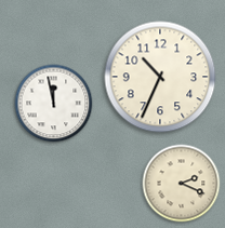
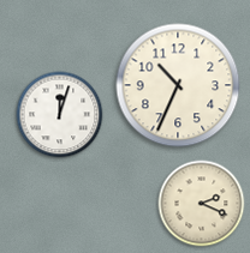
clock at (54, 104): 11:58 -> 12:03
